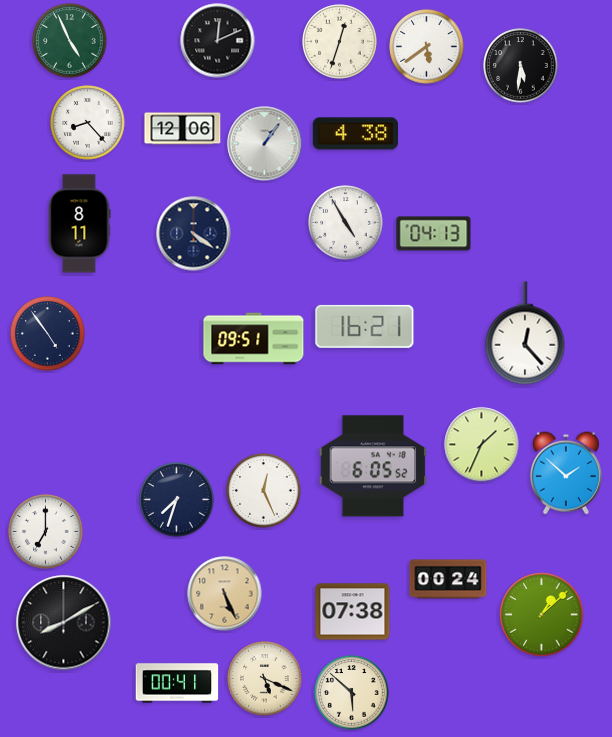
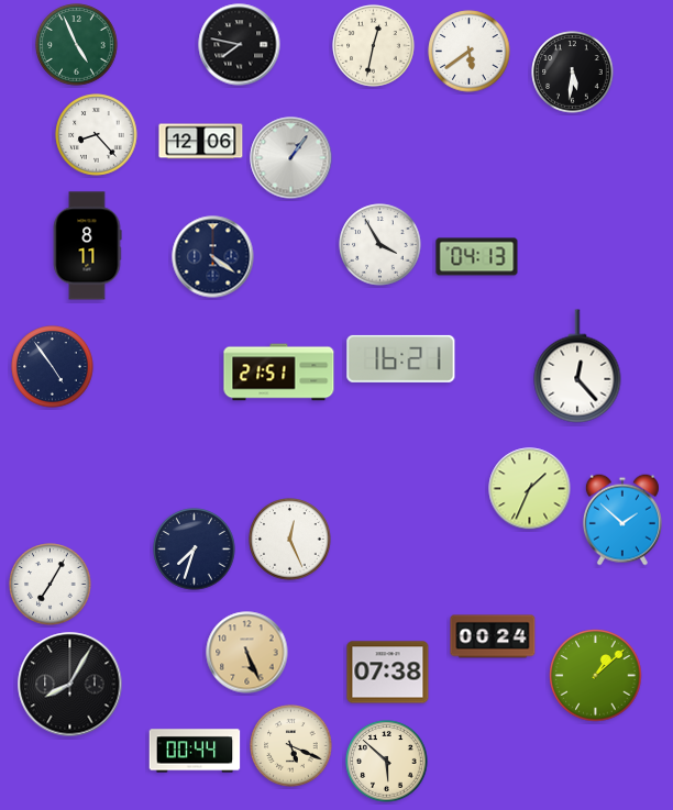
clock at (218, 41): 12:11 -> 7:47
clock at (340, 42): 12:33 -> 12:32
clock at (355, 134): 4:38 -> none
clock at (346, 223): 4:55 -> 3:55
clock at (254, 339): 09:51 -> 21:51
clock at (373, 466): 6:05 -> none
clock at (46, 532): 7:00 -> 7:05
clock at (64, 623): 8:10 -> 8:05
clock at (177, 683): 00:41 -> 00:44
